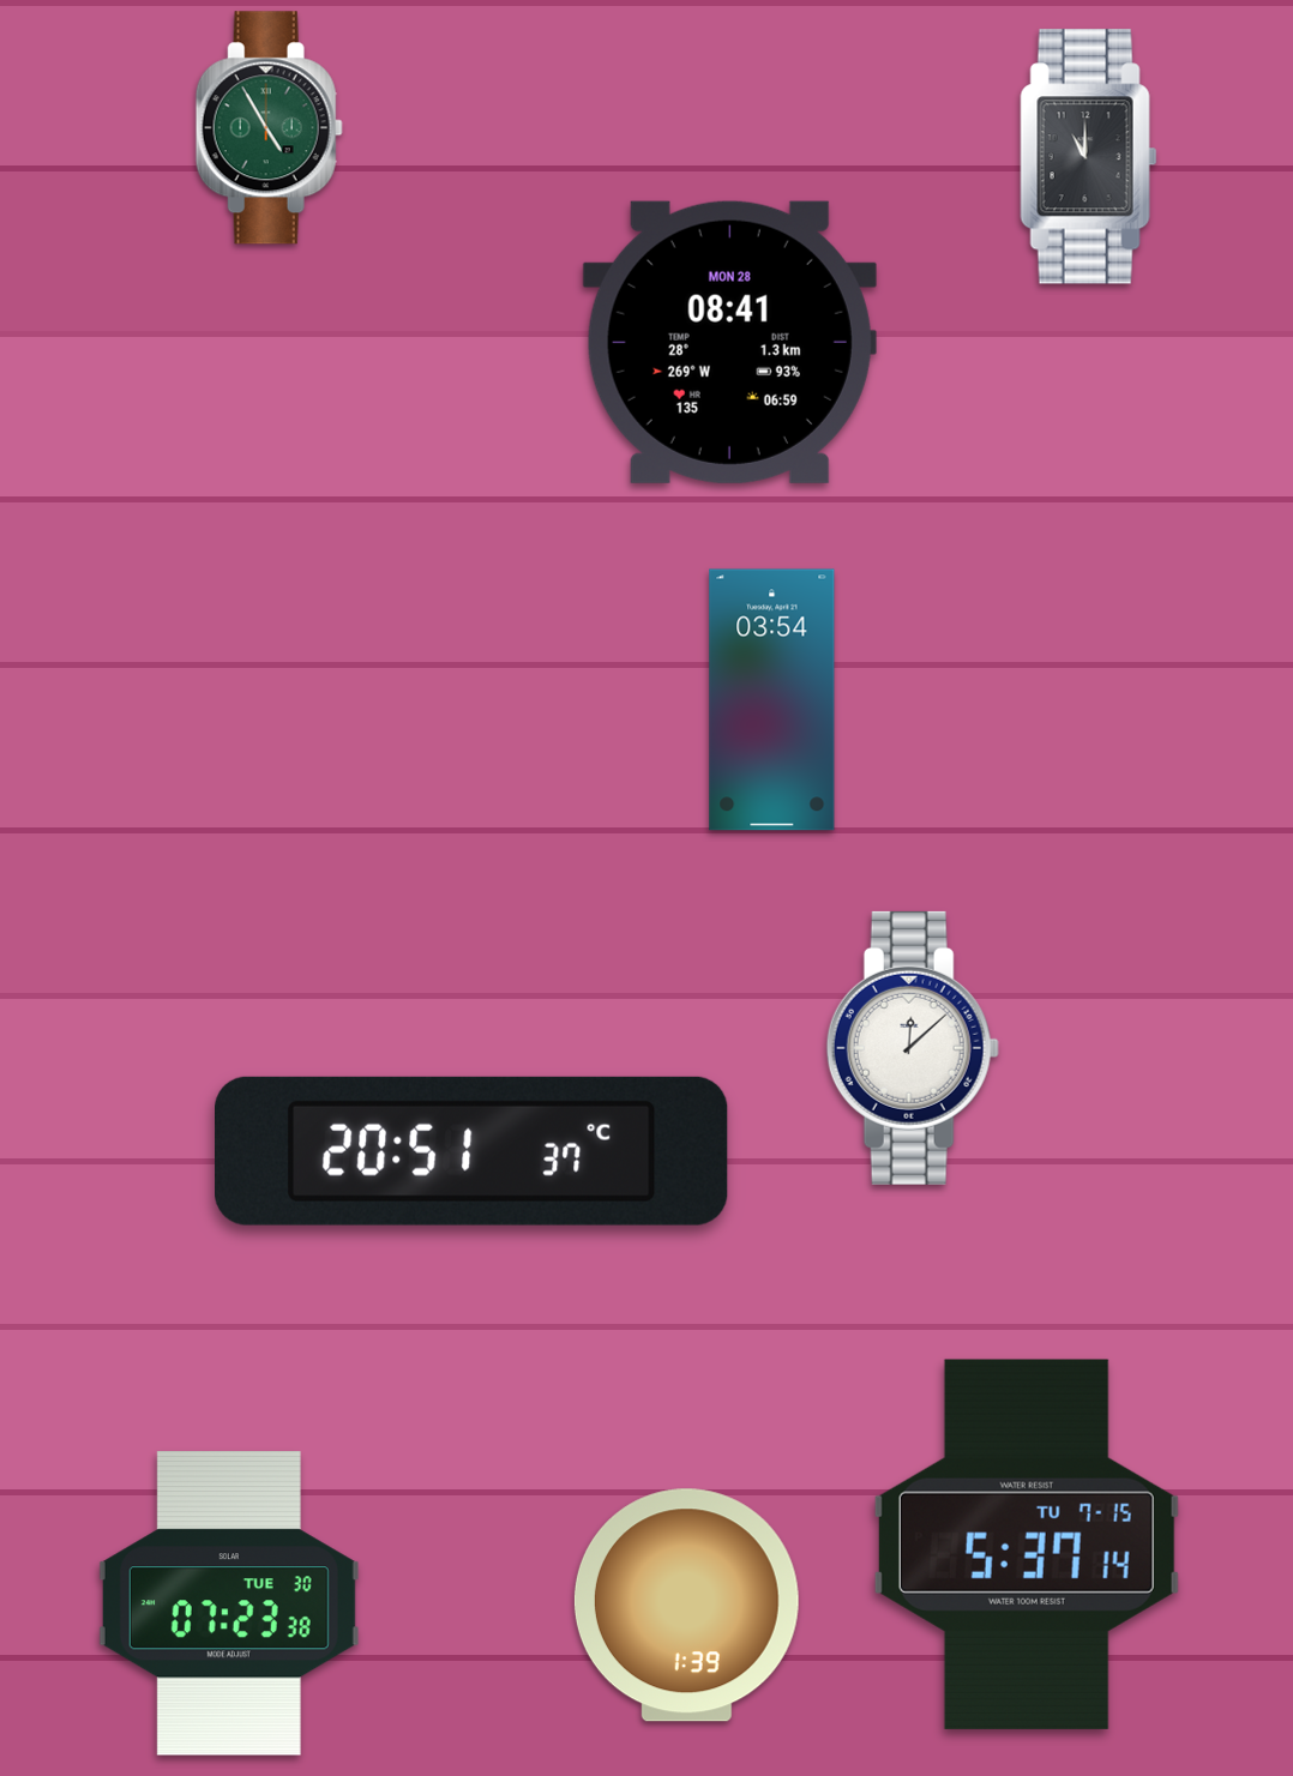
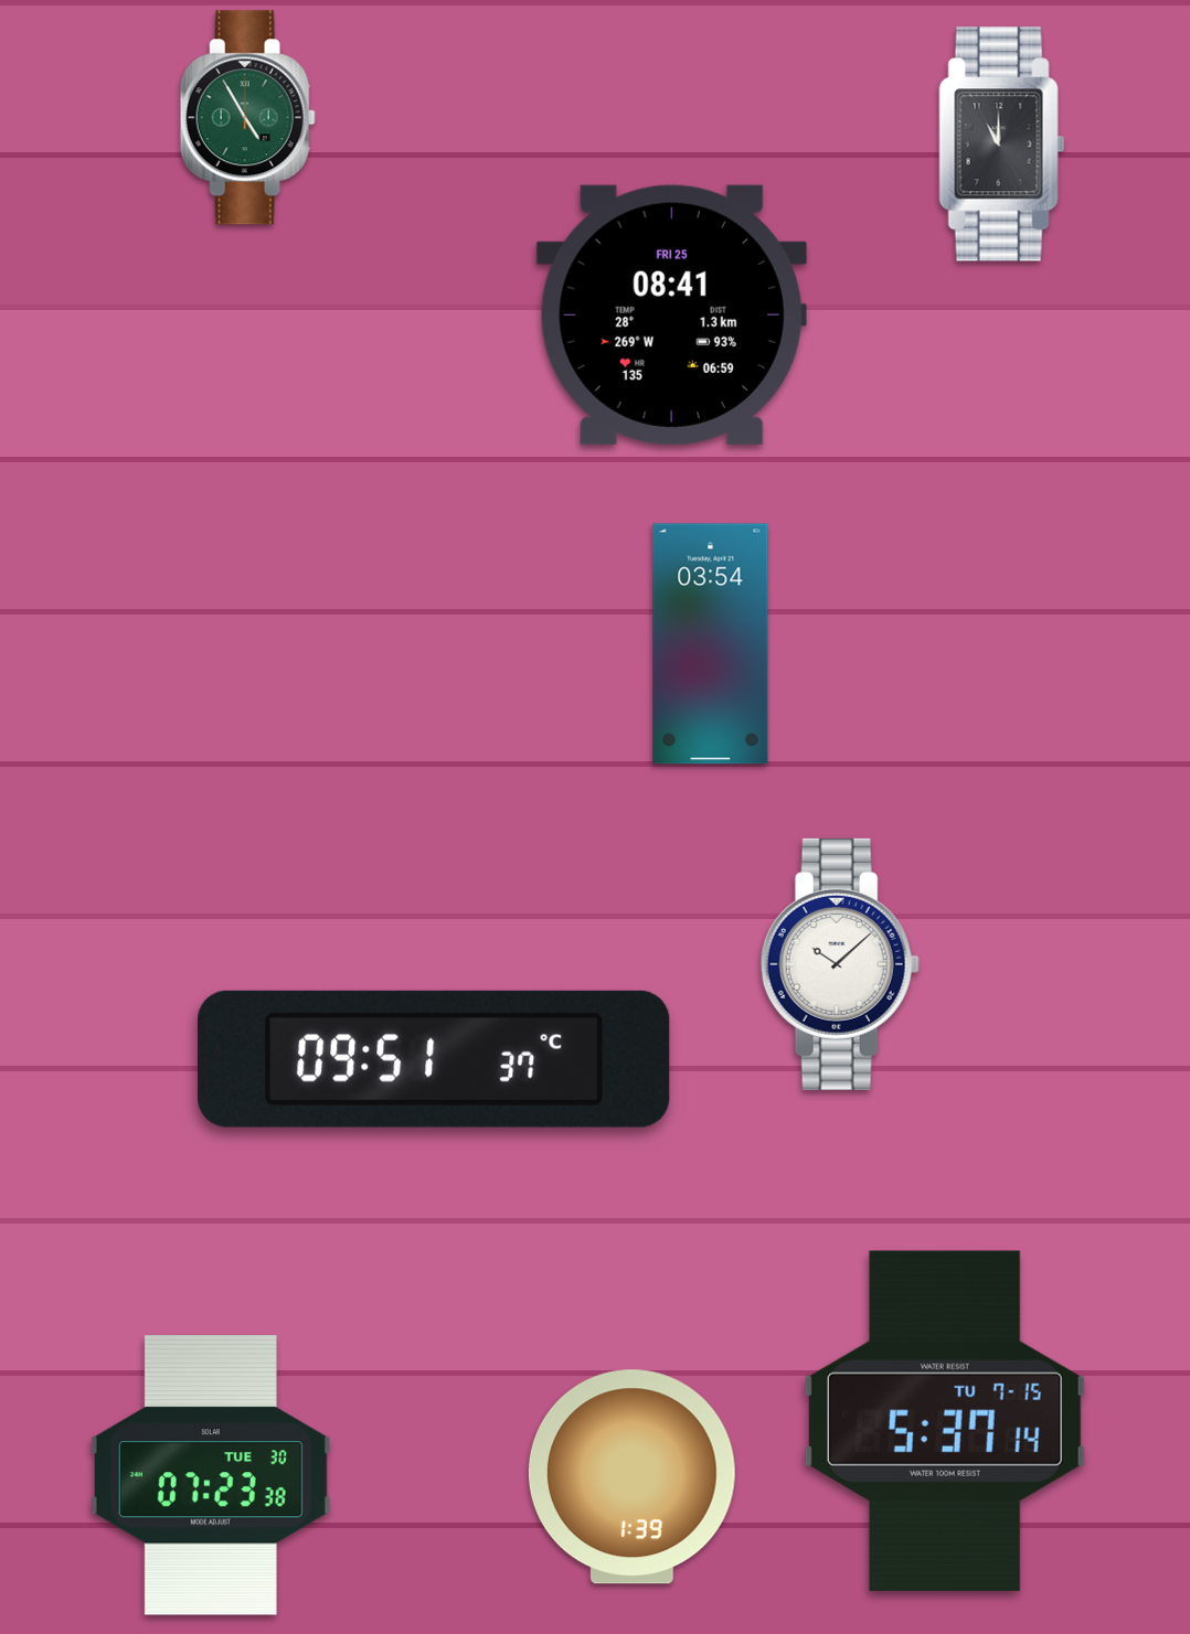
clock at (729, 342) date: MON 28 -> FRI 25
clock at (913, 1048): 12:08 -> 10:08
clock at (473, 1151): 20:51 -> 09:51
